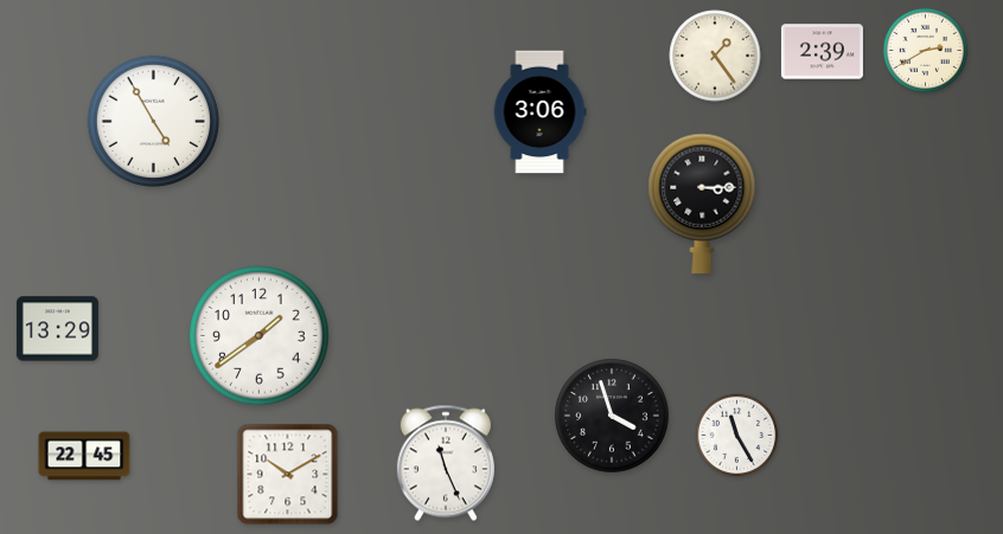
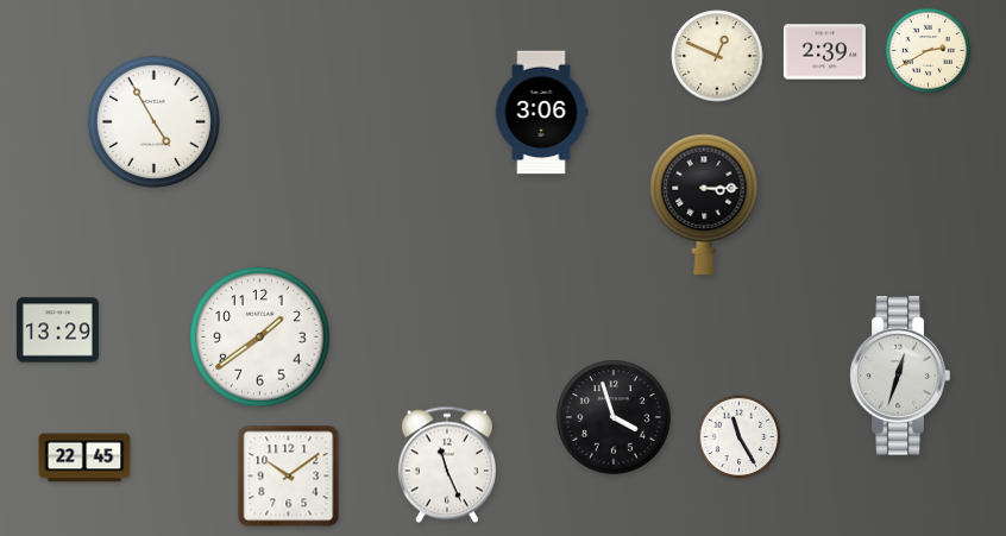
clock at (715, 56): 1:24 -> 12:49
clock at (900, 376): none -> 12:33
clock at (288, 475): 10:10 -> 10:09
